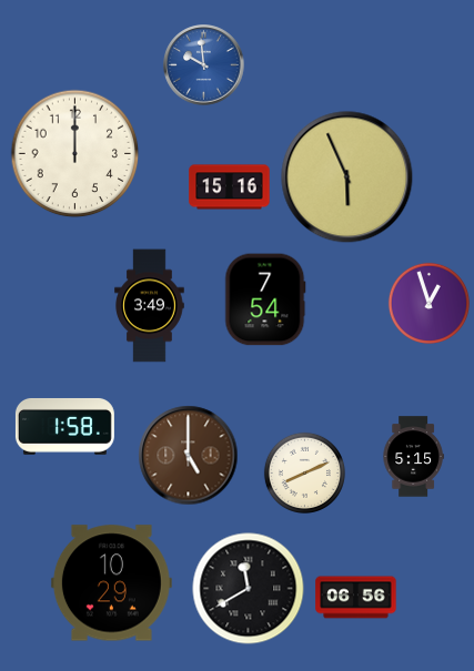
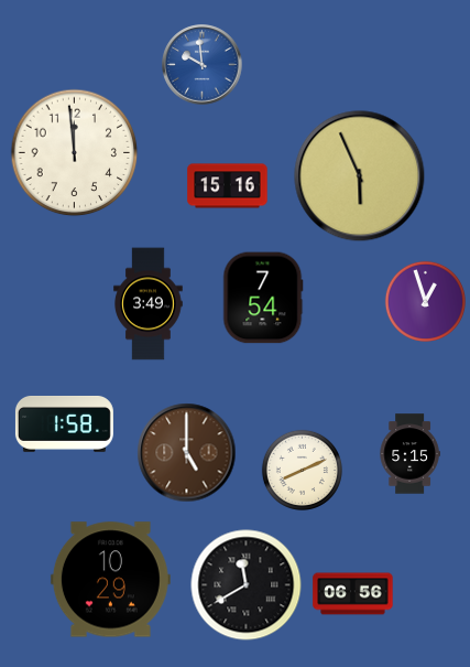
clock at (75, 154): 12:00 -> 11:59
clock at (347, 177) position: (347, 177) -> (360, 176)
